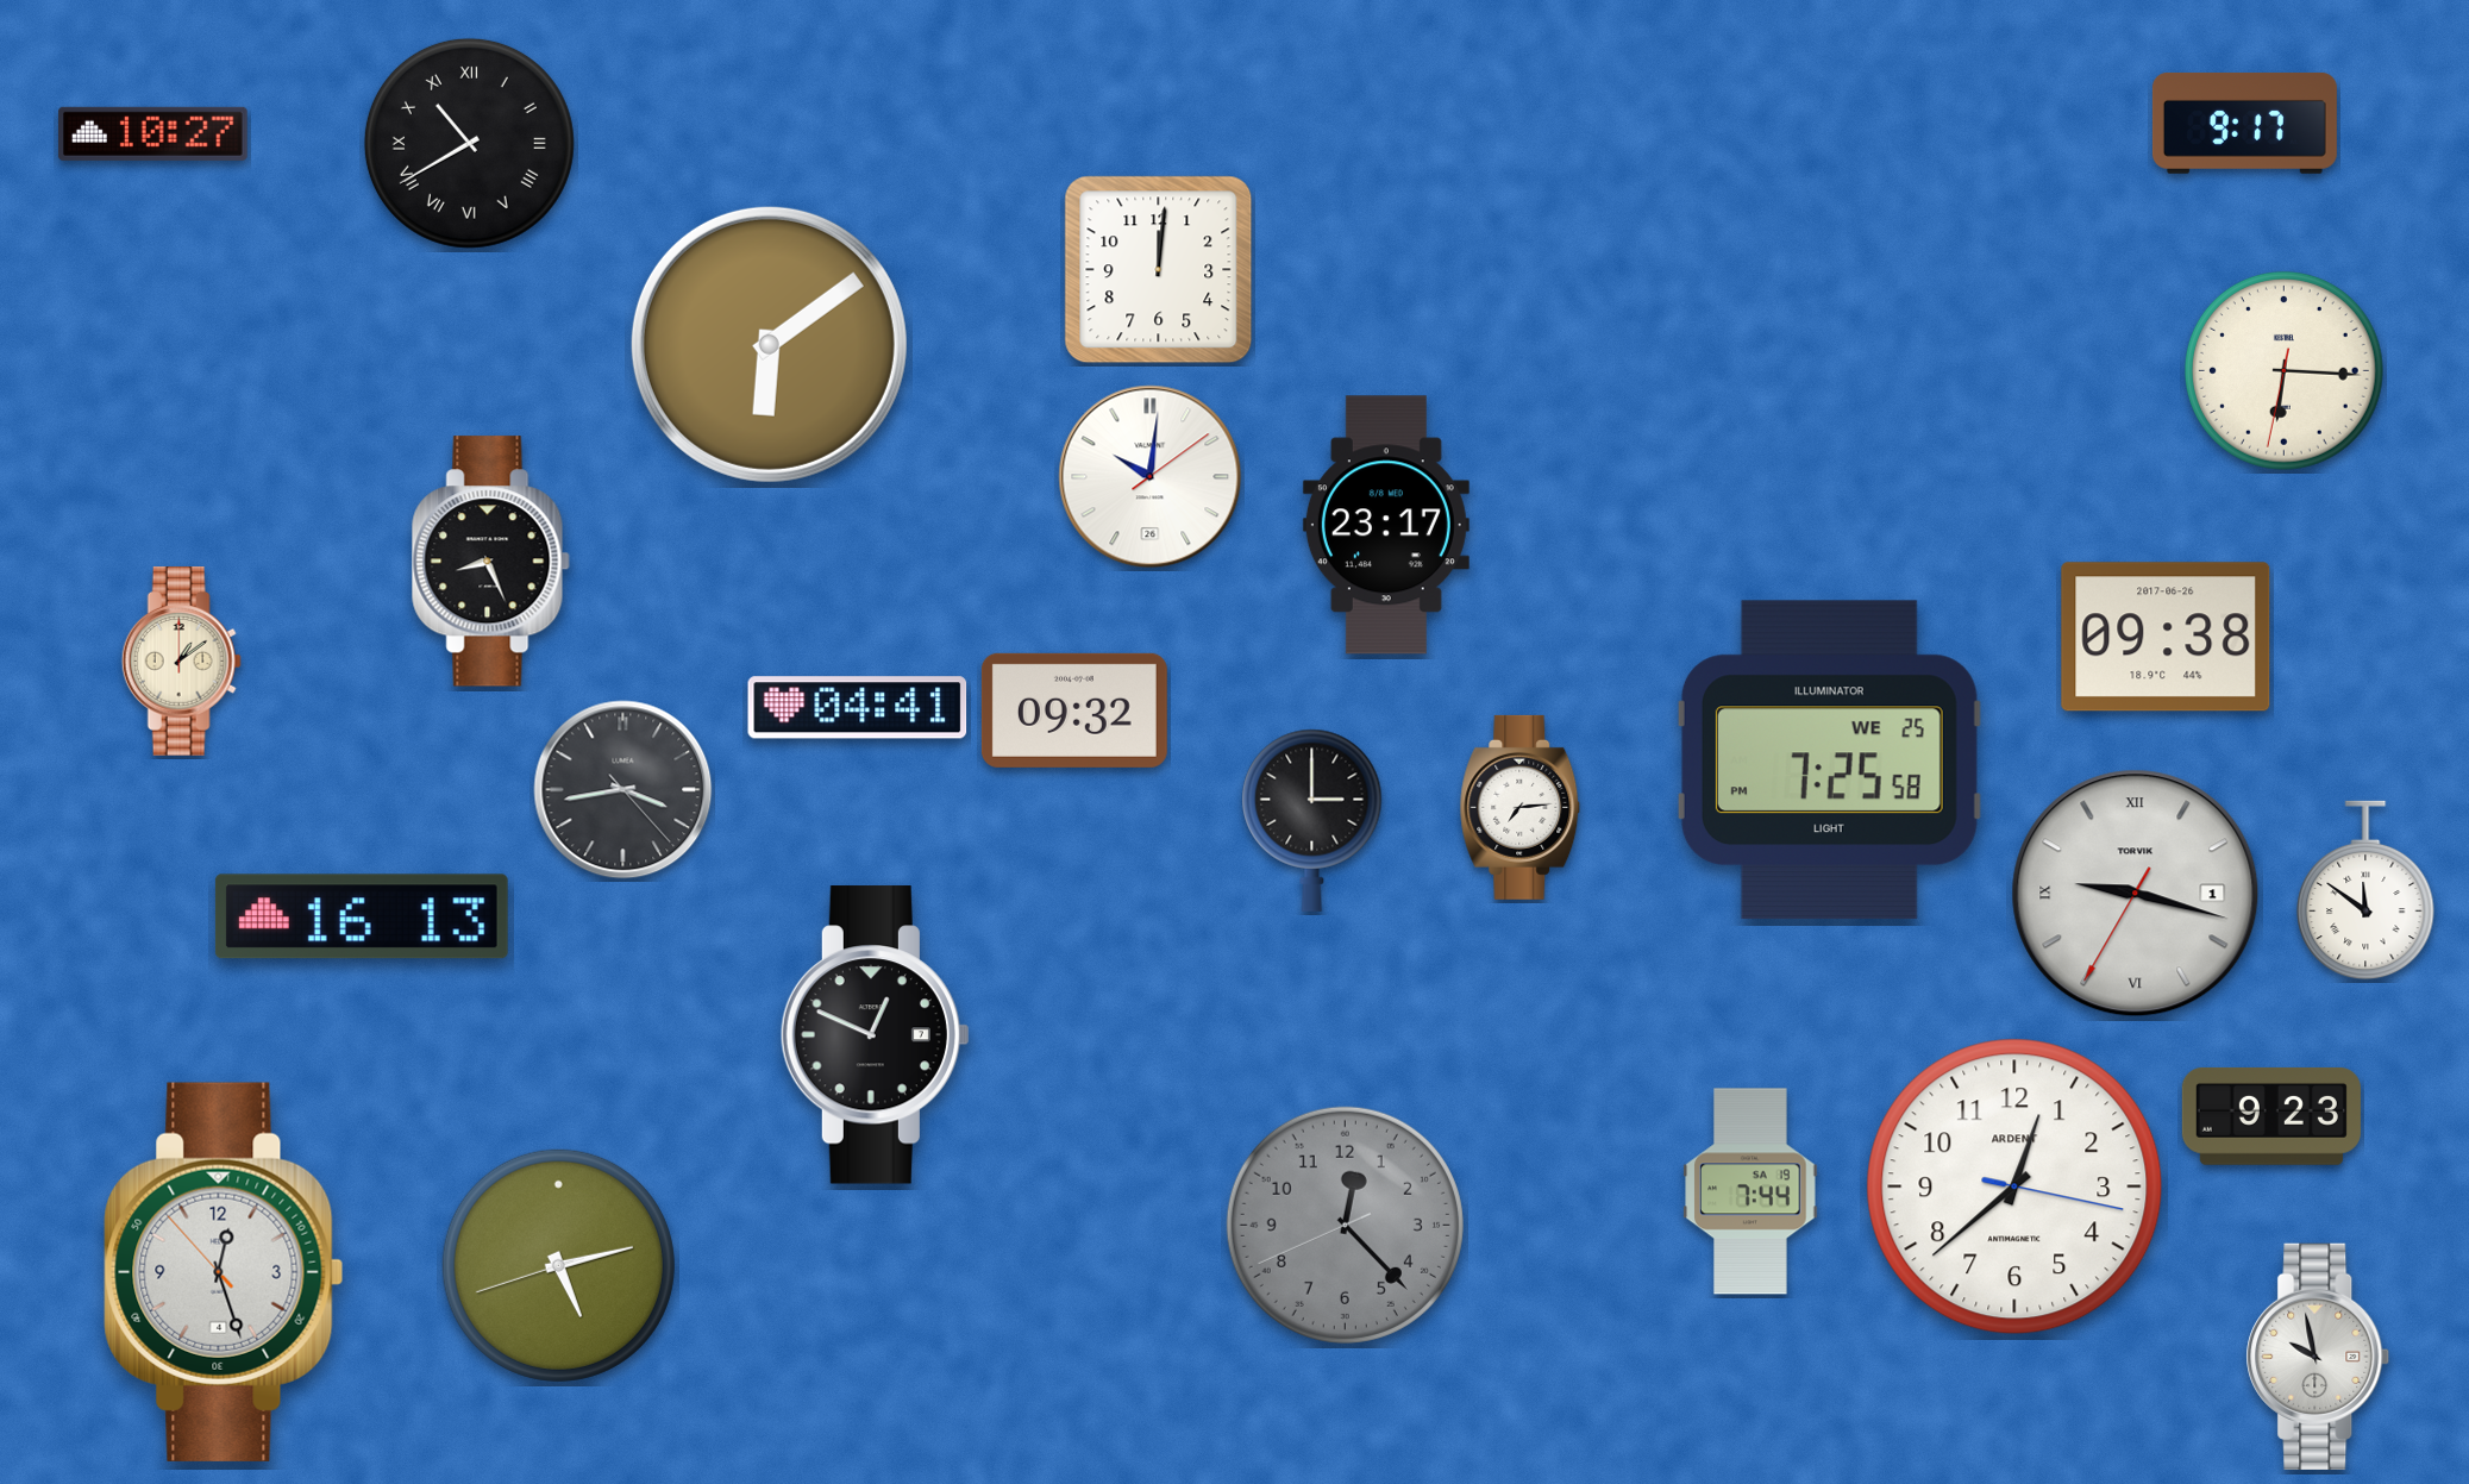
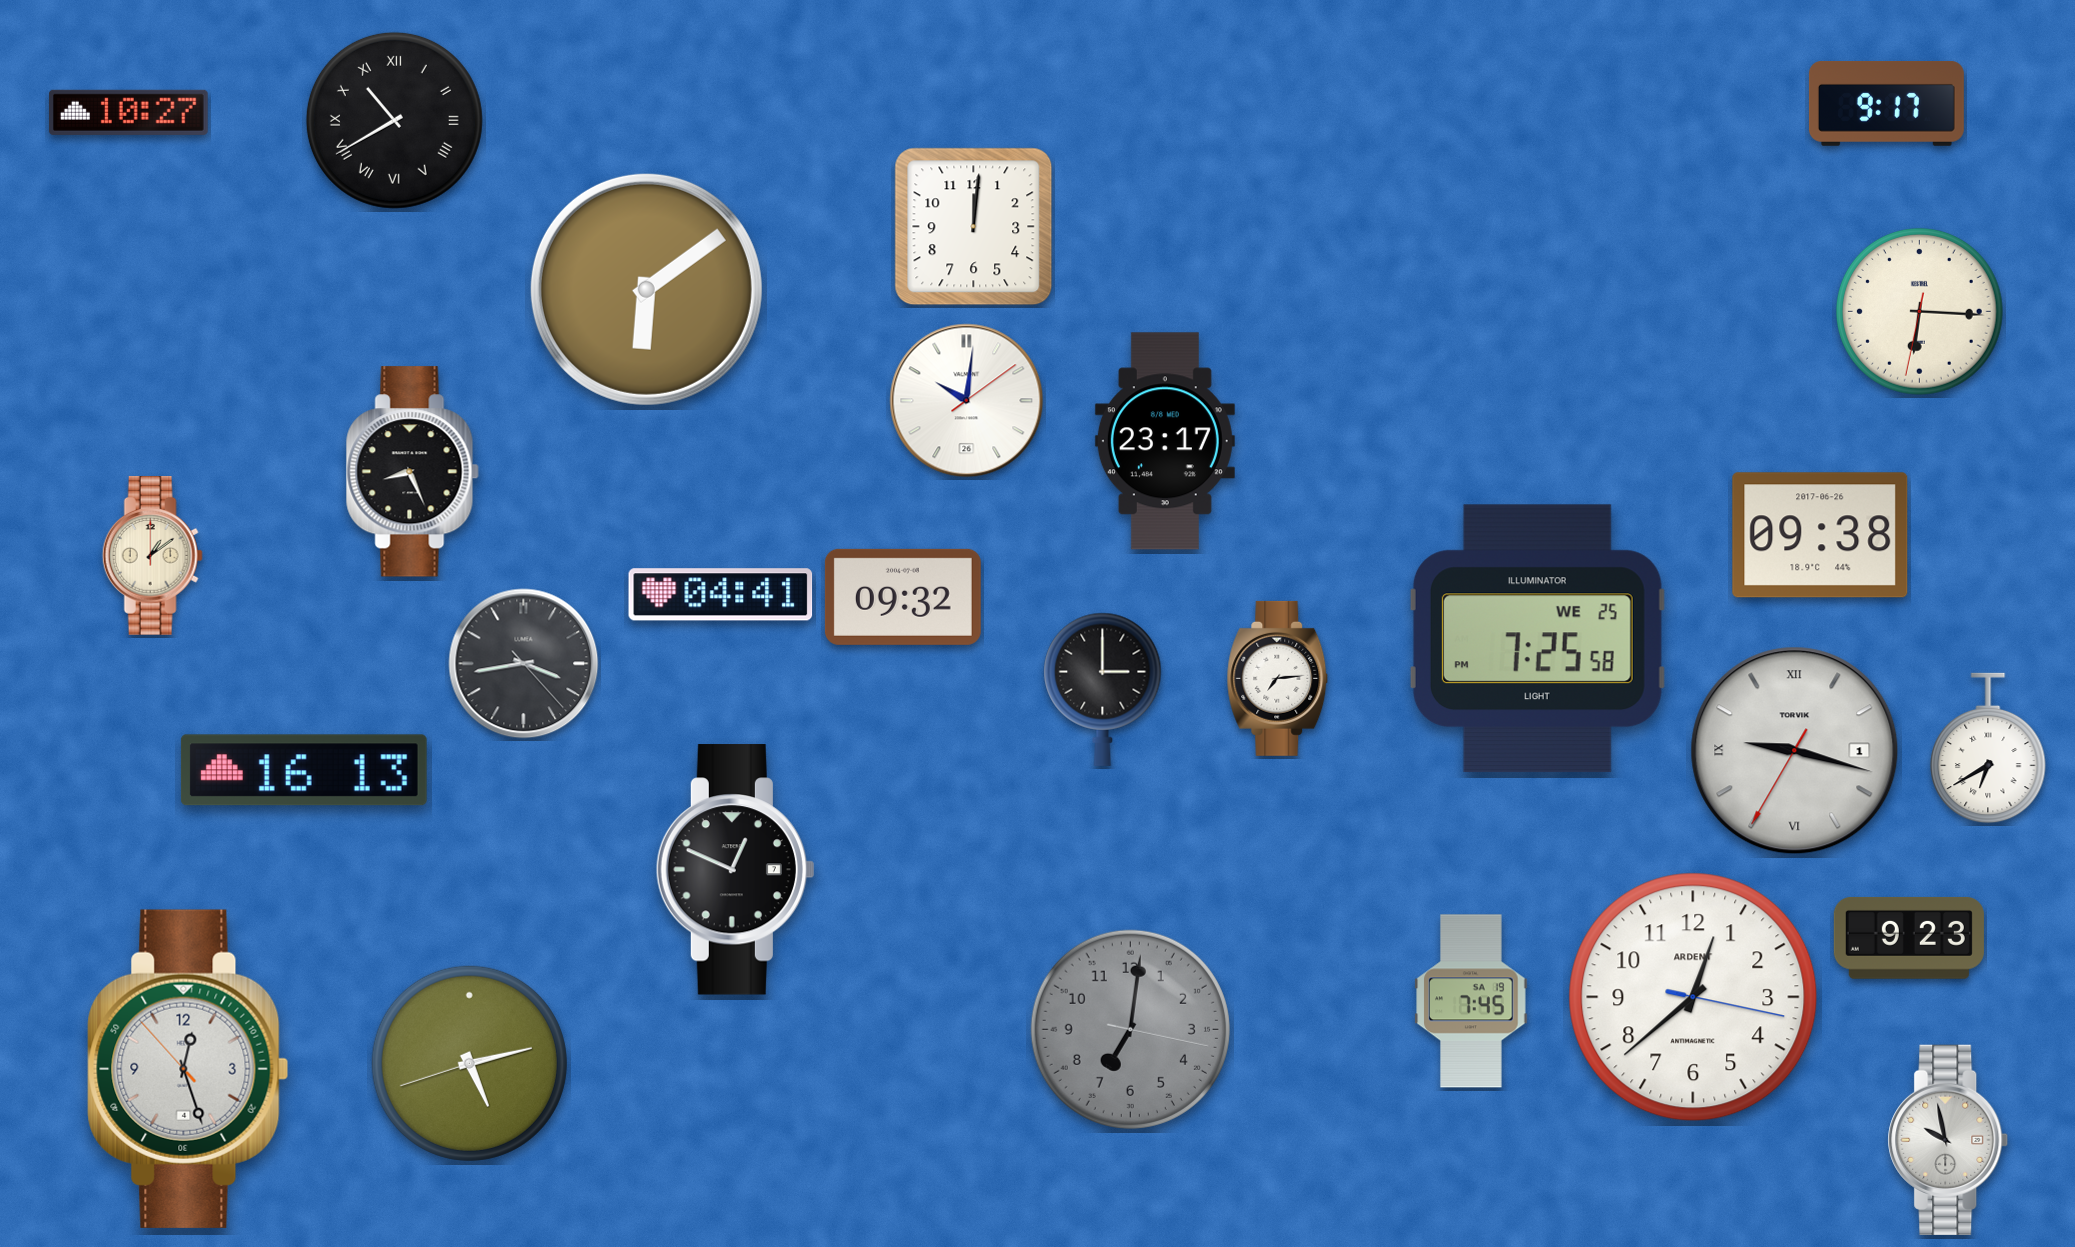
clock at (2365, 890): 11:51 -> 6:40
clock at (1750, 1191): 7:44 -> 7:45
clock at (1345, 1225): 12:22 -> 7:01
